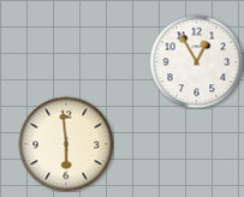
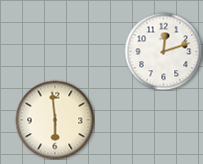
clock at (196, 61): 12:55 -> 12:12
